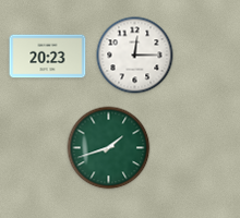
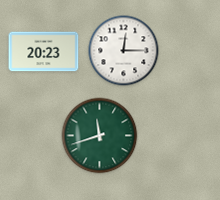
clock at (109, 148): 1:42 -> 11:42
